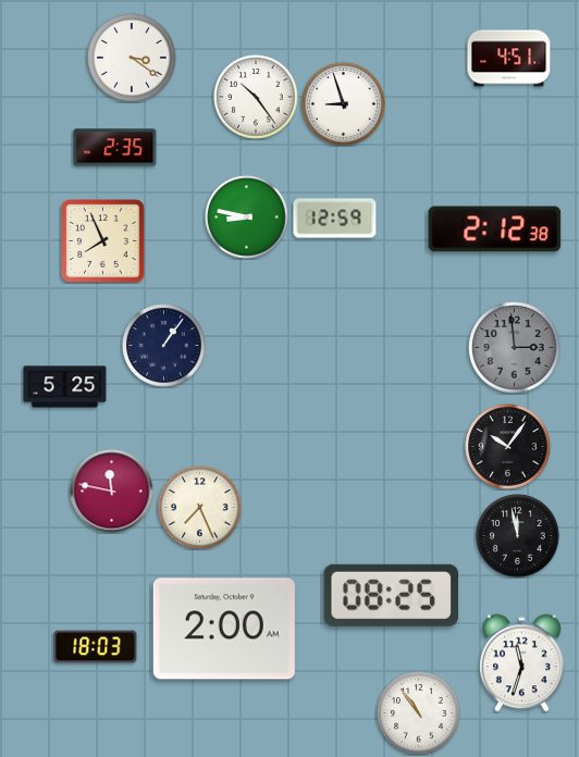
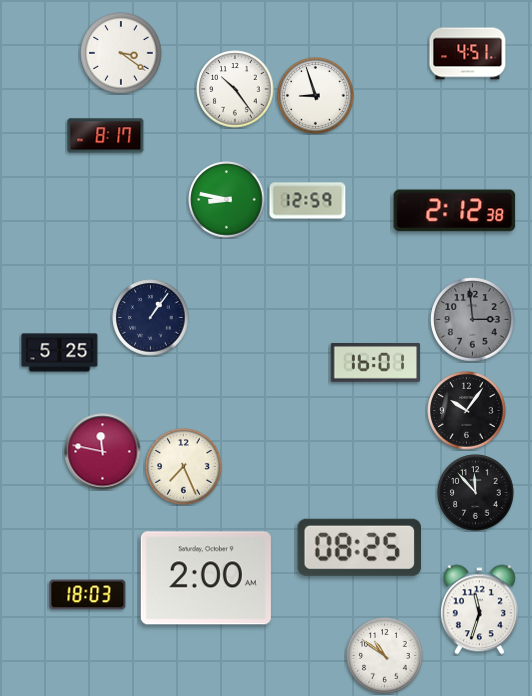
clock at (115, 148): 2:35 -> 8:17
clock at (103, 241): 7:56 -> none
clock at (65, 387) position: (65, 387) -> (60, 353)
clock at (376, 363): none -> 16:01
clock at (518, 536): 11:58 -> 11:53
clock at (419, 713): 10:54 -> 10:51
